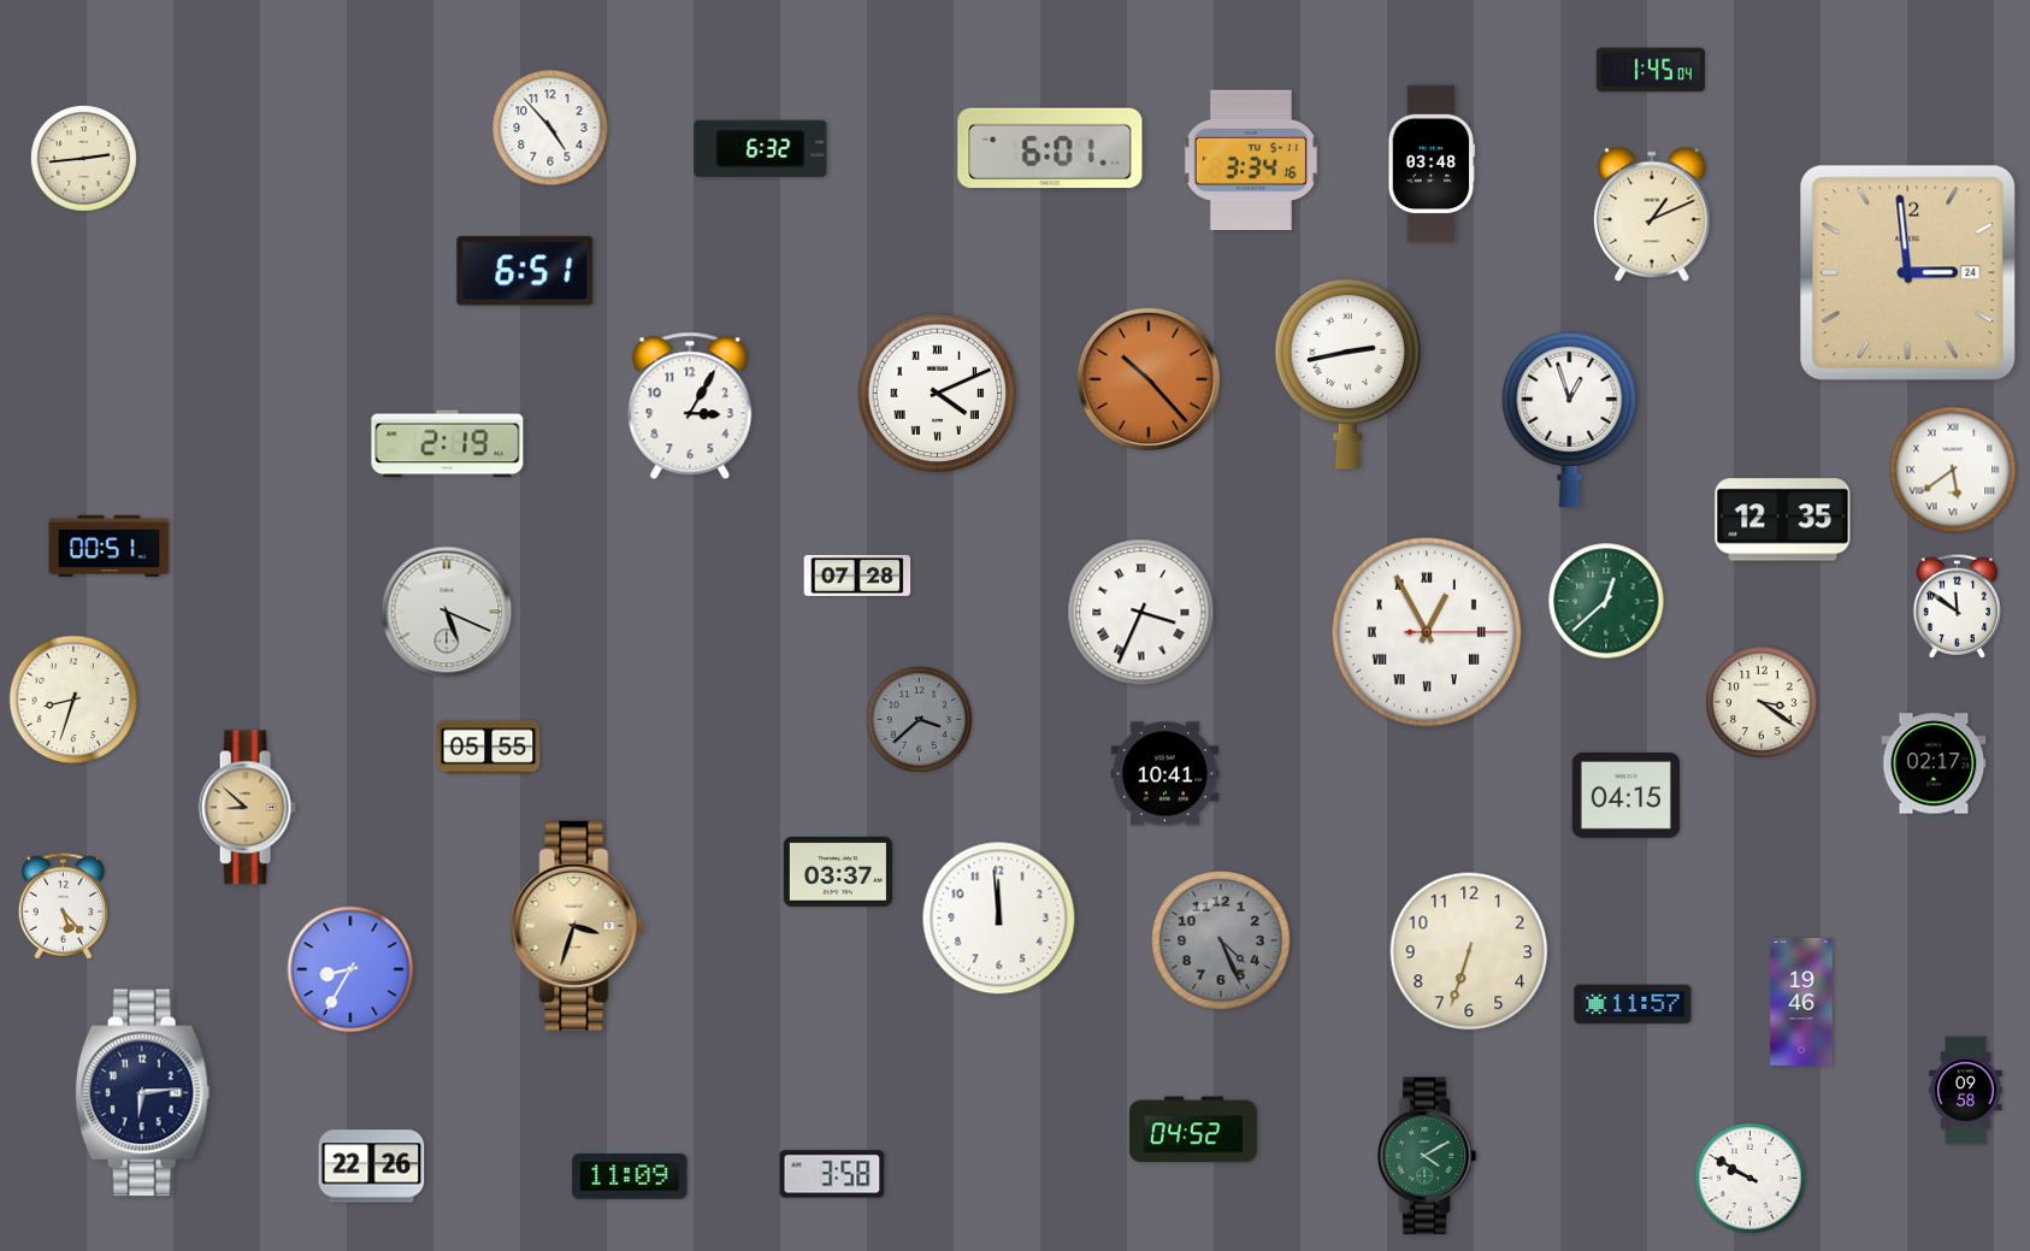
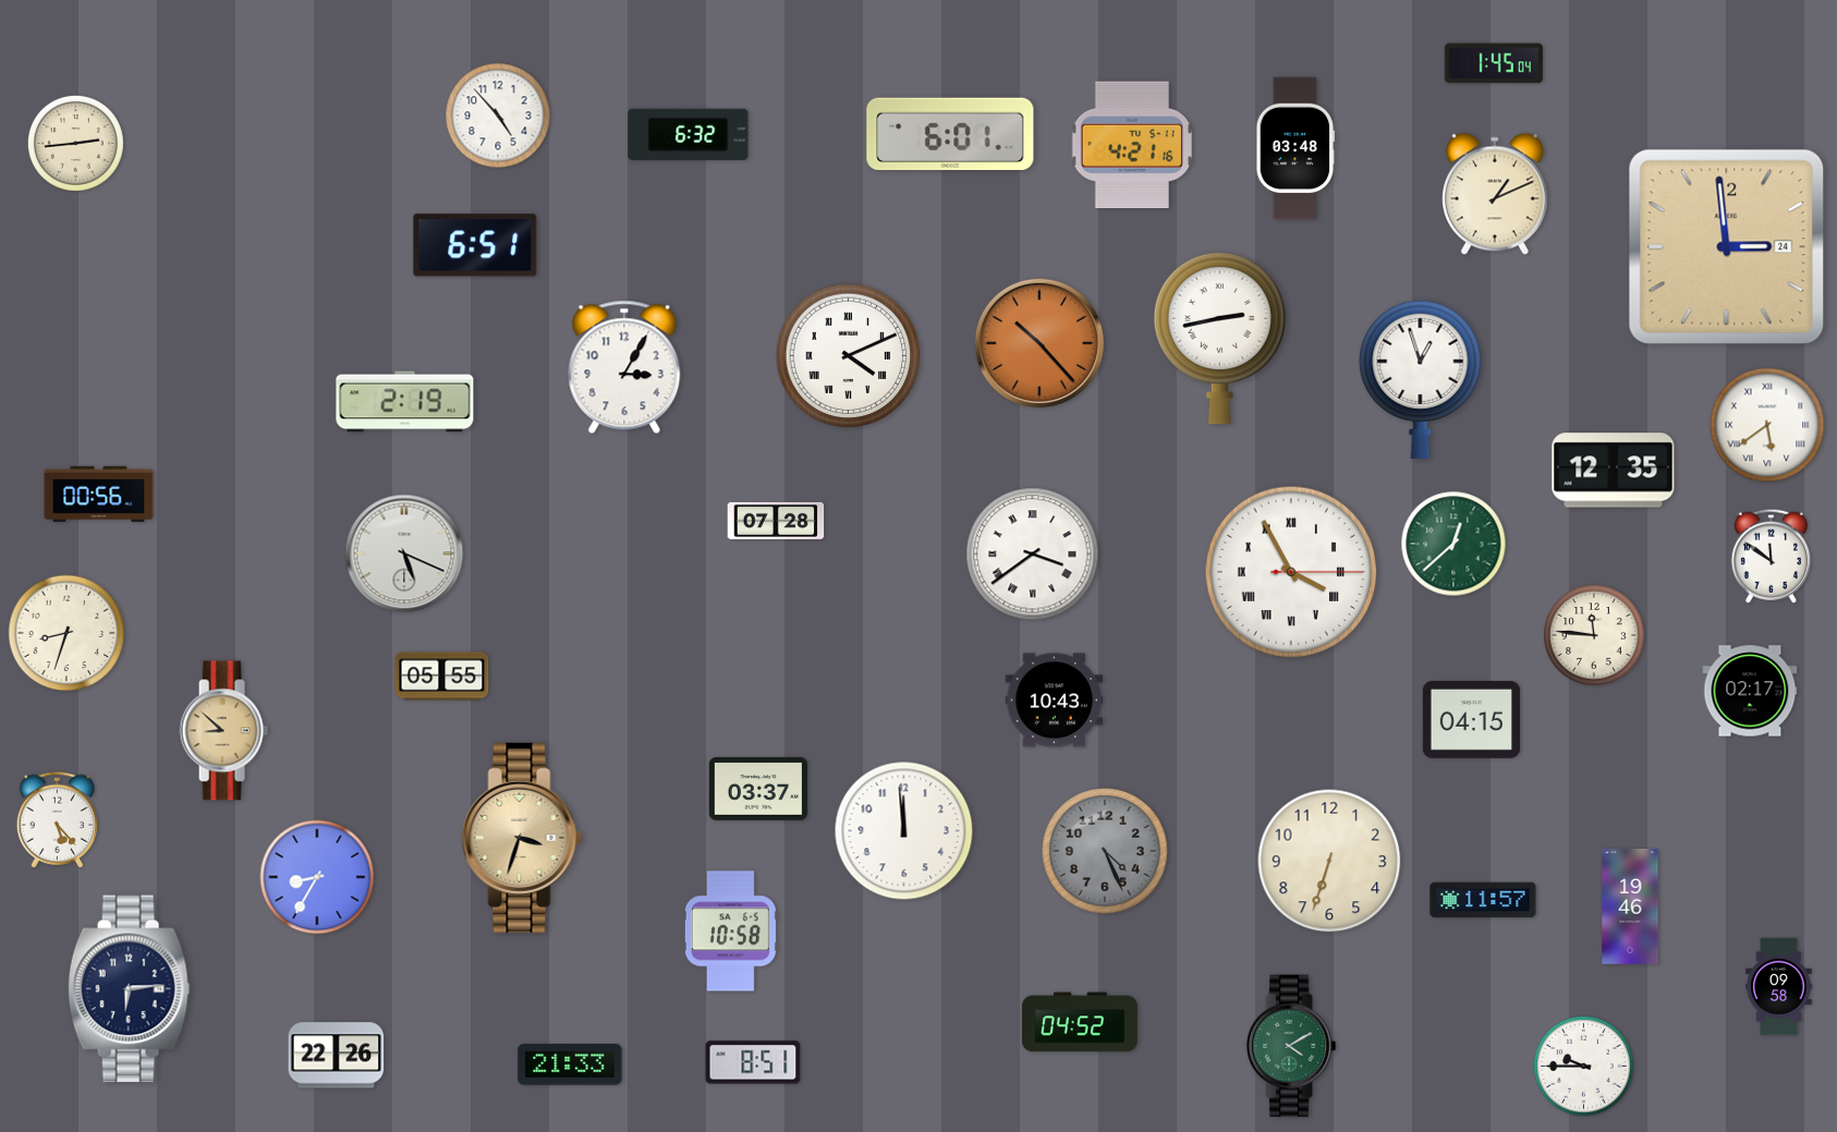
clock at (1251, 160): 3:34 -> 4:21
clock at (110, 547): 00:51 -> 00:56
clock at (1957, 606) position: (1957, 606) -> (1771, 556)
clock at (1141, 613): 3:34 -> 3:39
clock at (1427, 632): 12:55 -> 3:55
clock at (1762, 702): 3:21 -> 11:46
clock at (919, 719): 3:38 -> none
clock at (1166, 774): 10:41 -> 10:43
clock at (1633, 1004) position: (1633, 1004) -> (1483, 900)
clock at (730, 932): none -> 10:58
clock at (832, 1174): 3:58 -> 8:51
clock at (630, 1176): 11:09 -> 21:33
clock at (1751, 1179): 9:50 -> 9:45
